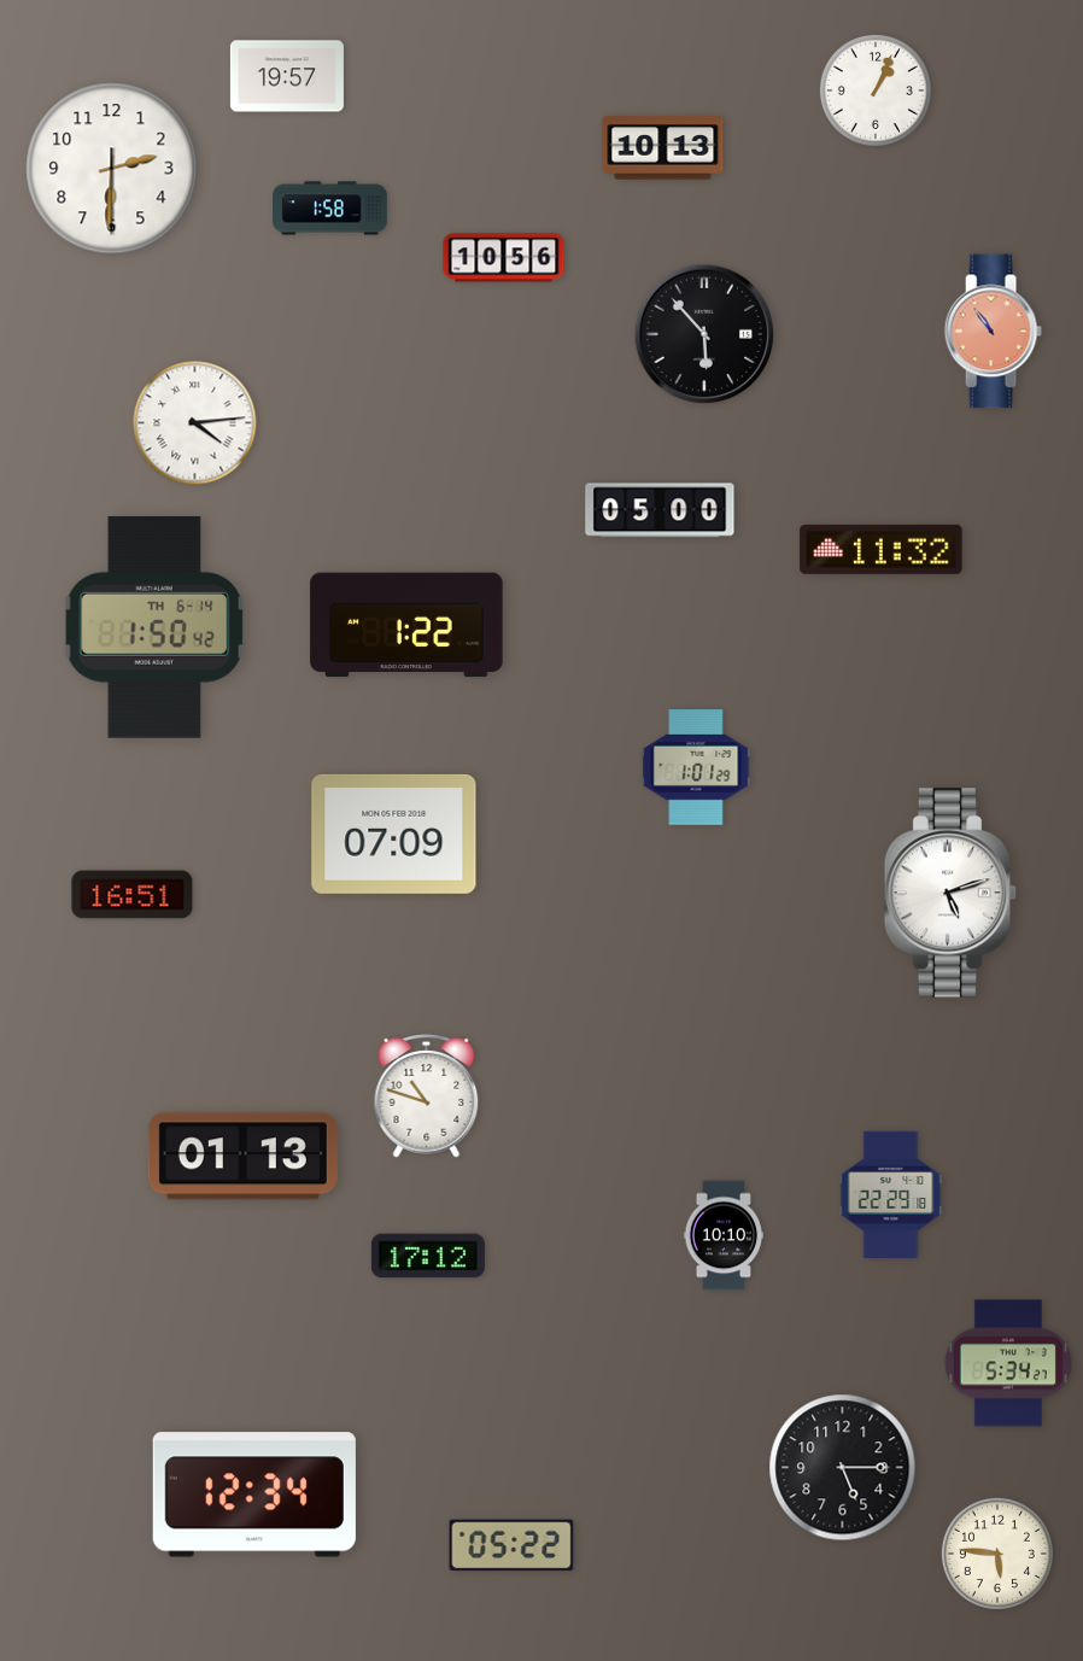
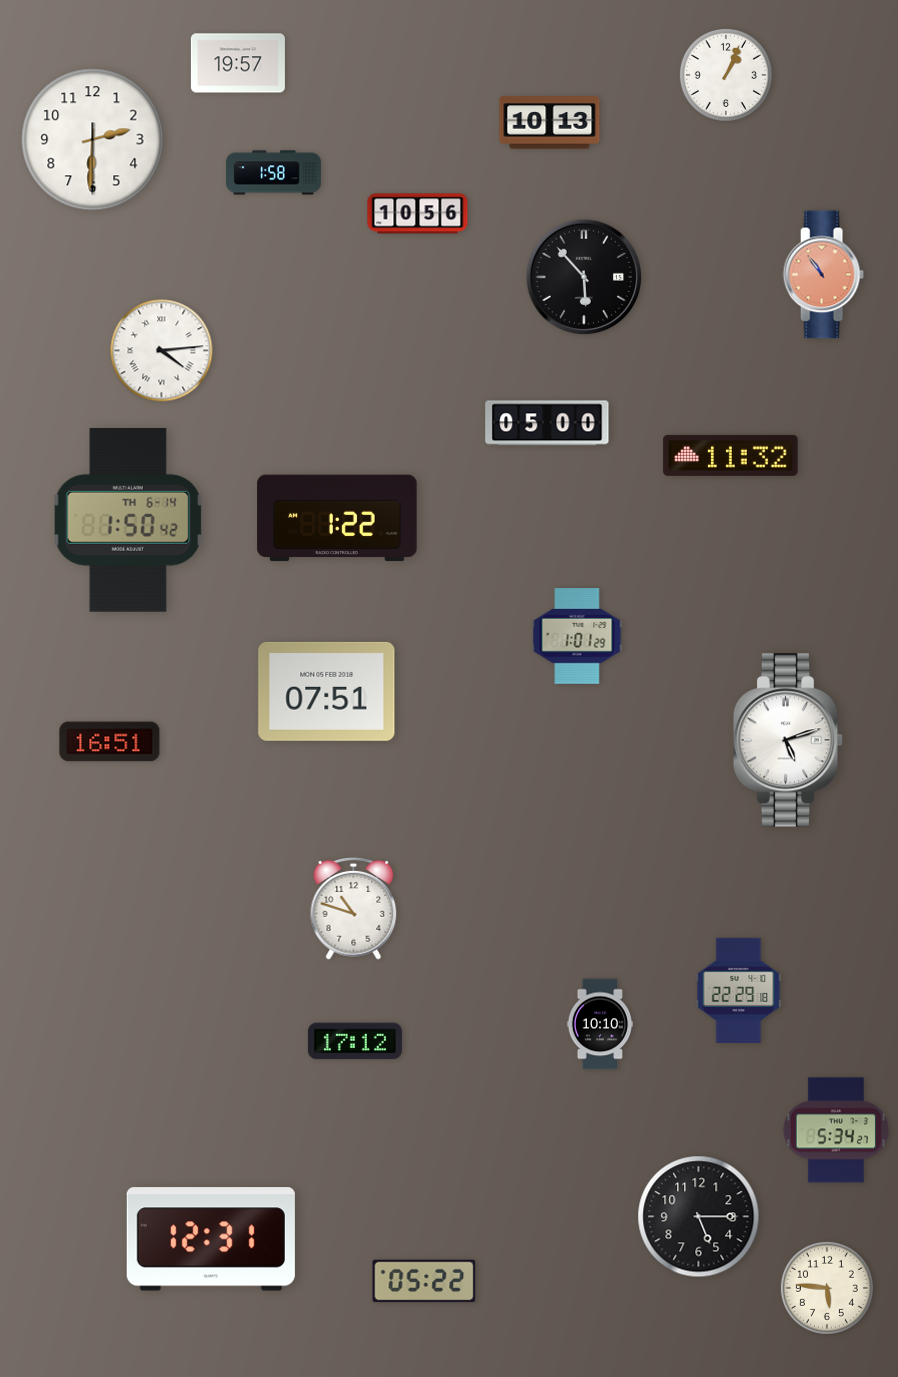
clock at (394, 834): 07:09 -> 07:51
clock at (242, 1157): 01:13 -> none
clock at (254, 1495): 12:34 -> 12:31
